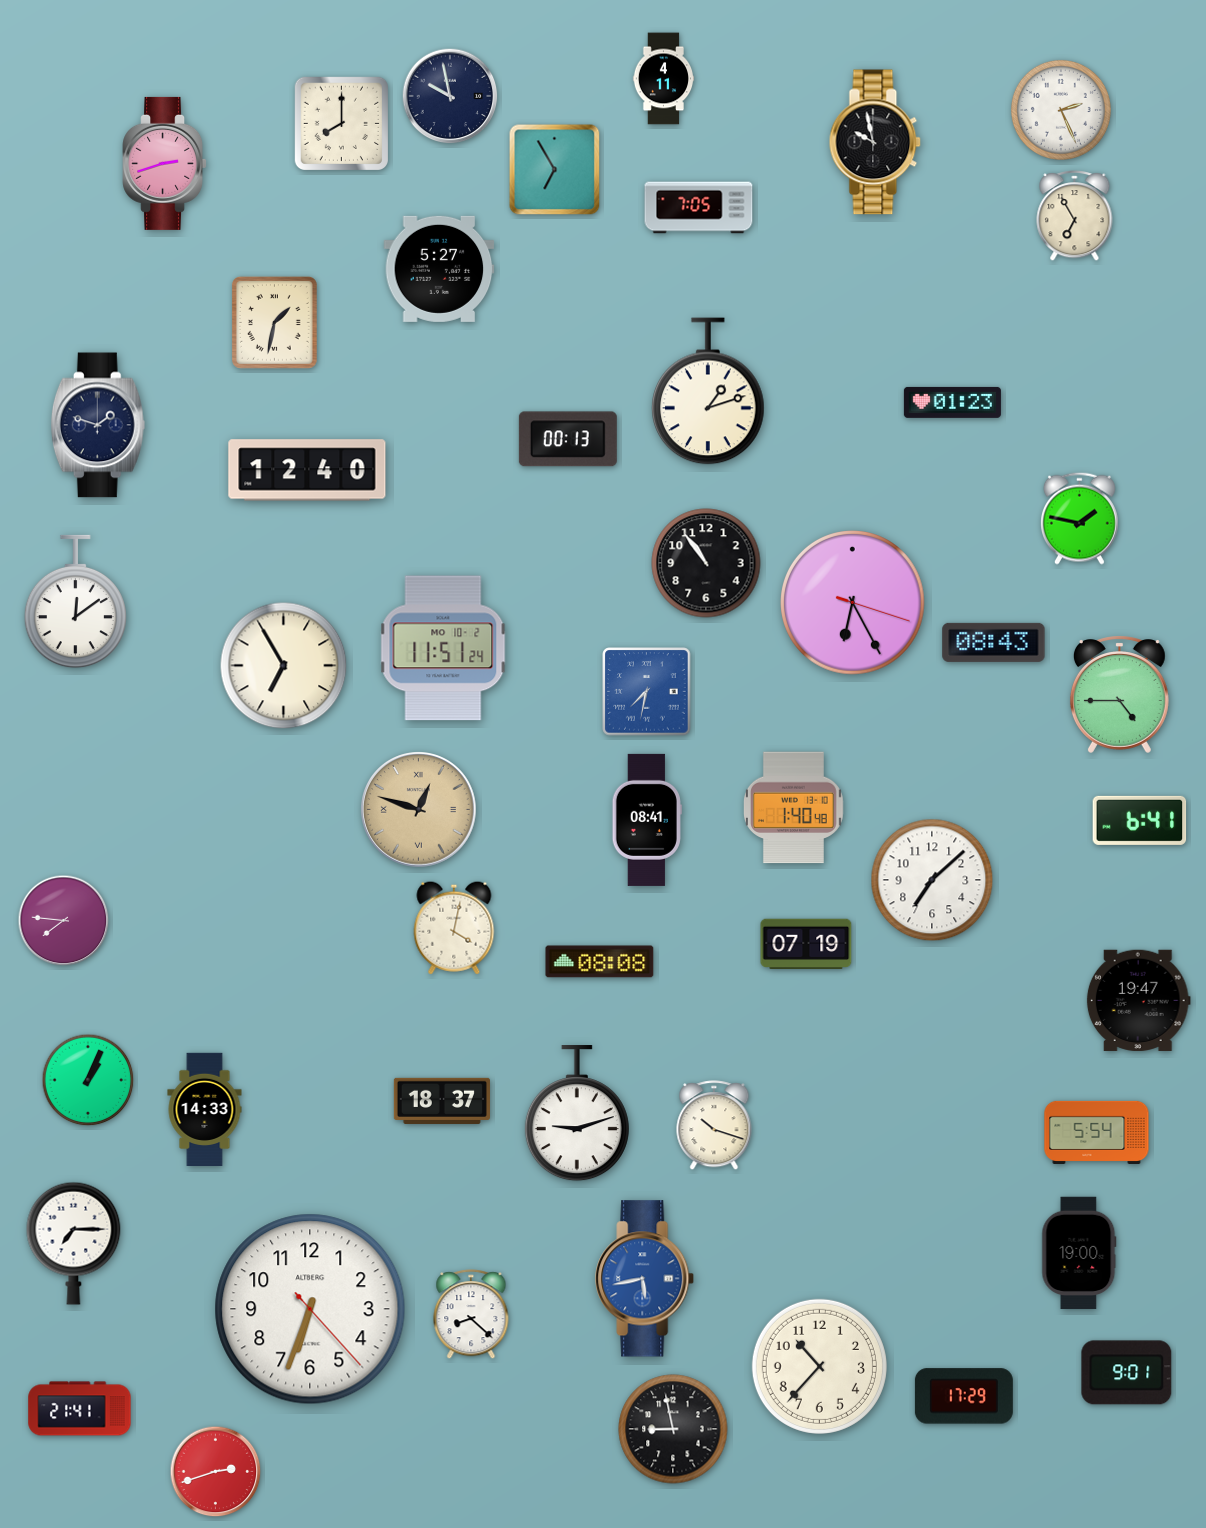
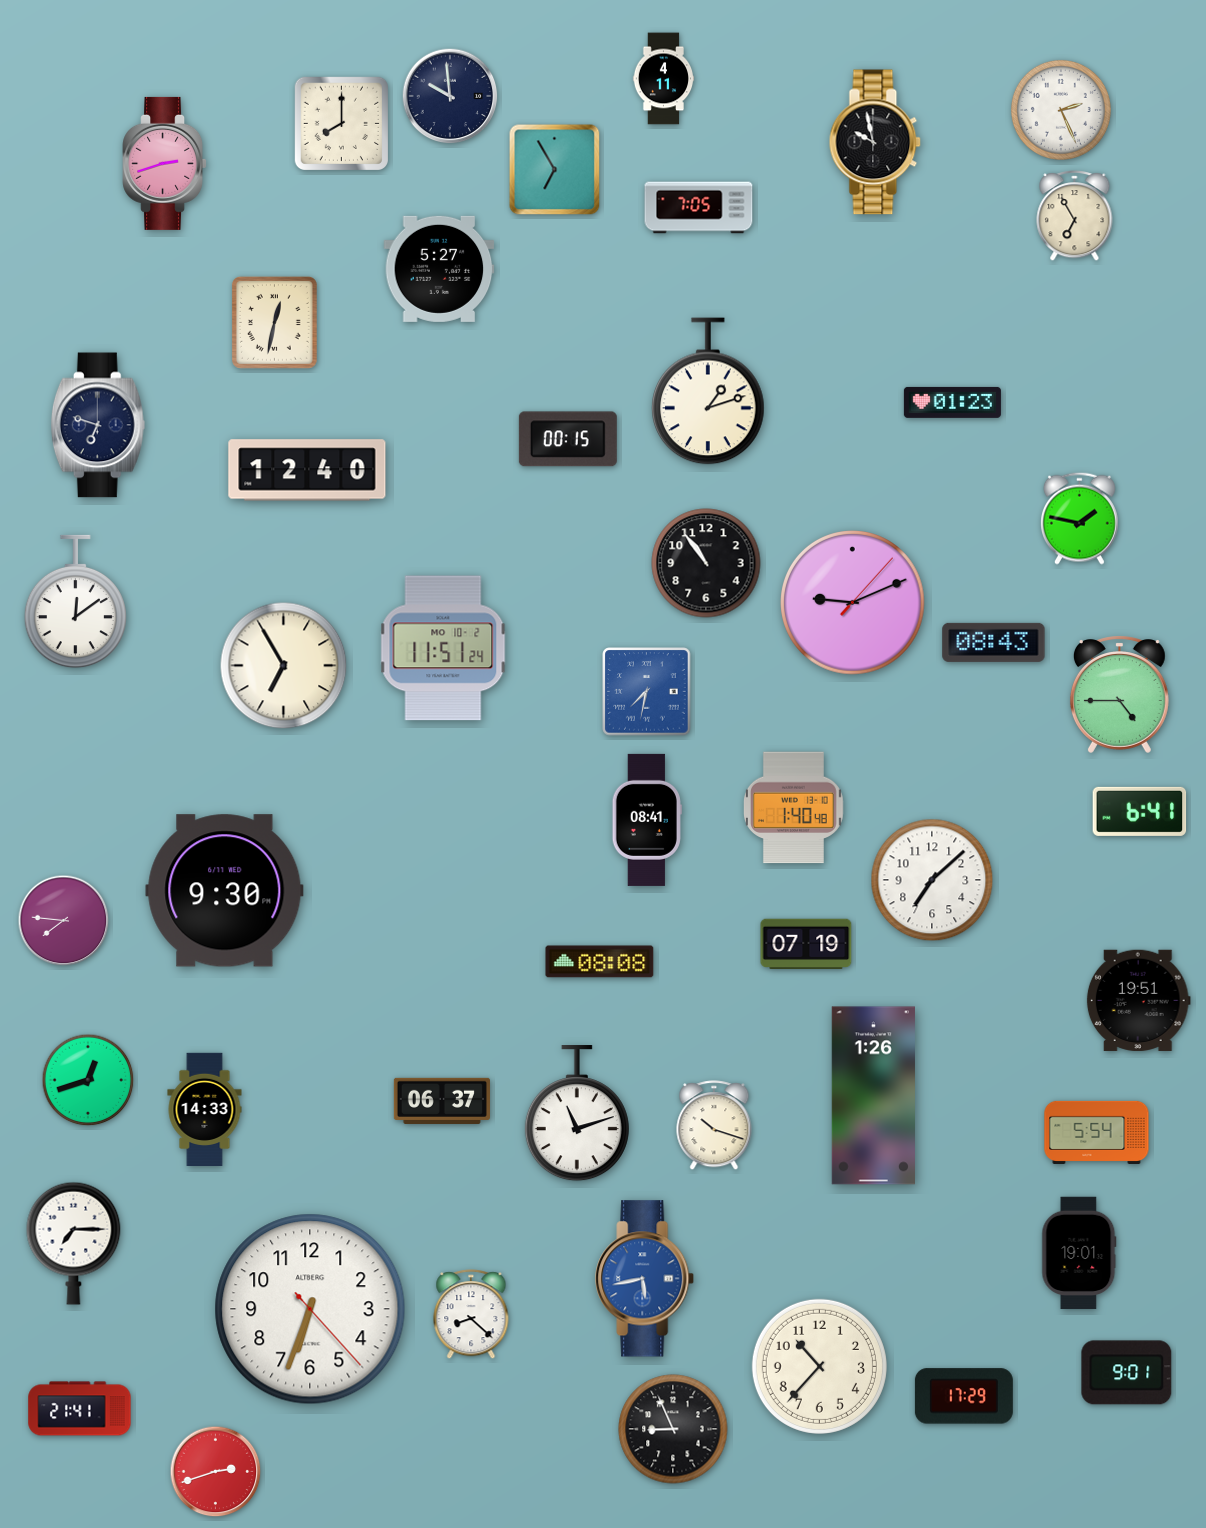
clock at (450, 96): 9:58 -> 9:59
clock at (274, 323): 1:32 -> 12:32
clock at (98, 425): 1:48 -> 6:48
clock at (568, 439): 00:13 -> 00:15
clock at (853, 603): 6:25 -> 9:11
clock at (419, 810): 12:48 -> none
clock at (1140, 820) position: (1140, 820) -> (1140, 811)
clock at (225, 891): none -> 9:30
clock at (454, 928): 4:02 -> none
clock at (1138, 1000): 19:47 -> 19:51
clock at (88, 1080): 1:04 -> 12:42
clock at (873, 1096): none -> 1:26
clock at (442, 1101): 18:37 -> 06:37
clock at (577, 1114): 9:12 -> 11:12
clock at (1079, 1253): 19:00 -> 19:01
clock at (673, 1429): 8:58 -> 8:56
